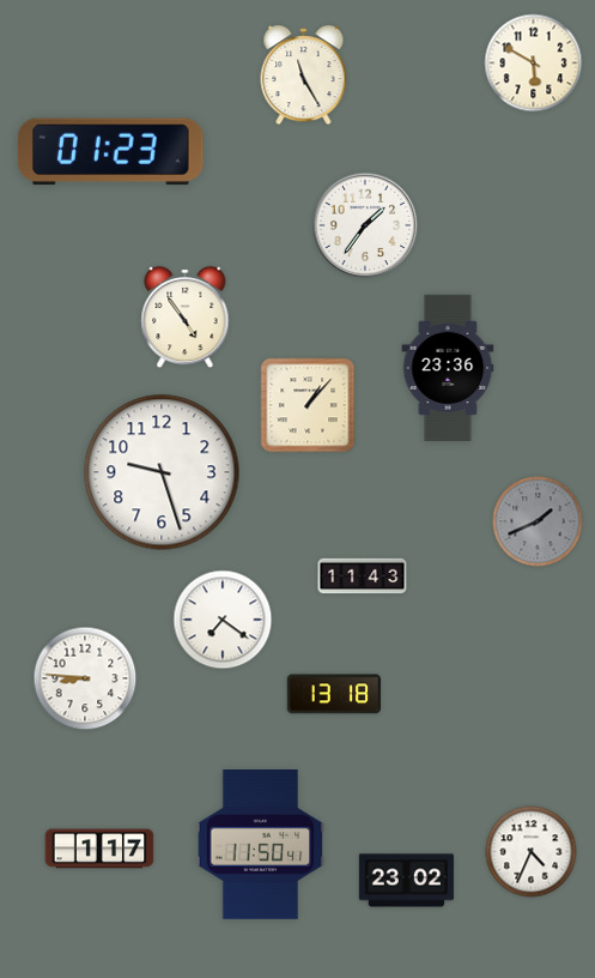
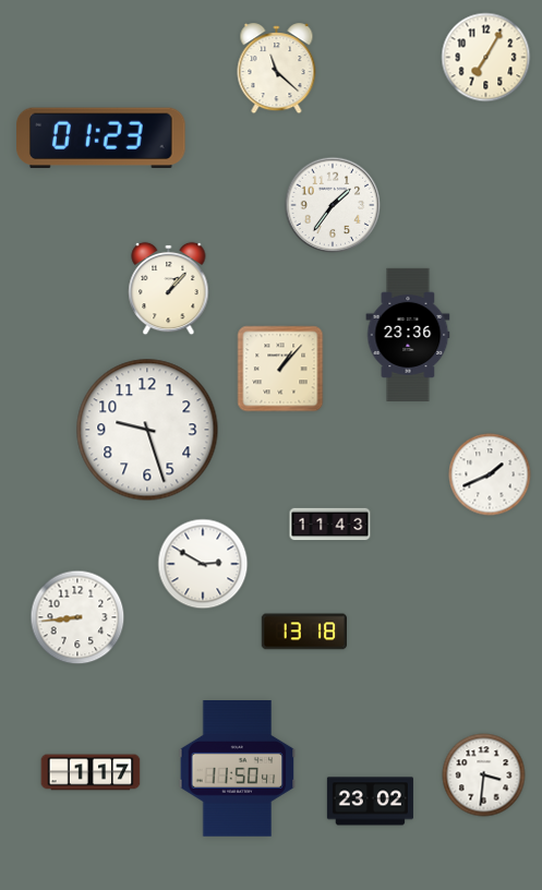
clock at (534, 64): 5:50 -> 7:05
clock at (304, 76): 11:25 -> 11:22
clock at (186, 318): 4:54 -> 1:07
clock at (538, 521) dial: grey -> white
clock at (223, 620): 7:21 -> 2:50
clock at (85, 678): 8:46 -> 8:44
clock at (532, 852): 4:34 -> 3:31
